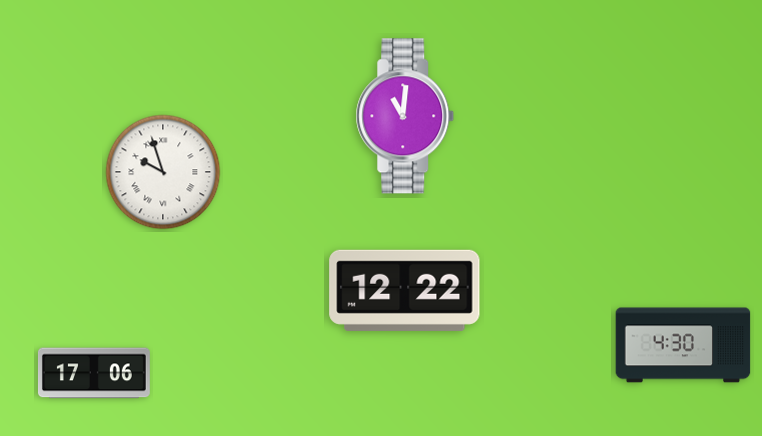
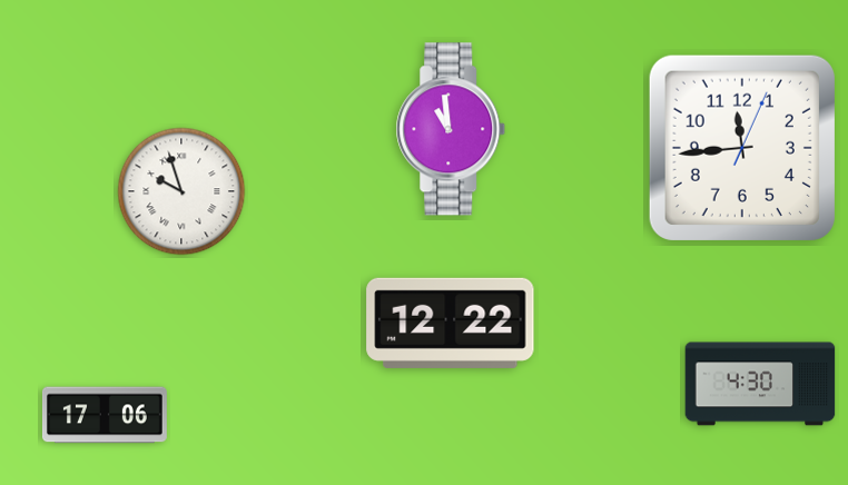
clock at (405, 116): 11:01 -> 10:59
clock at (742, 148): none -> 11:44
